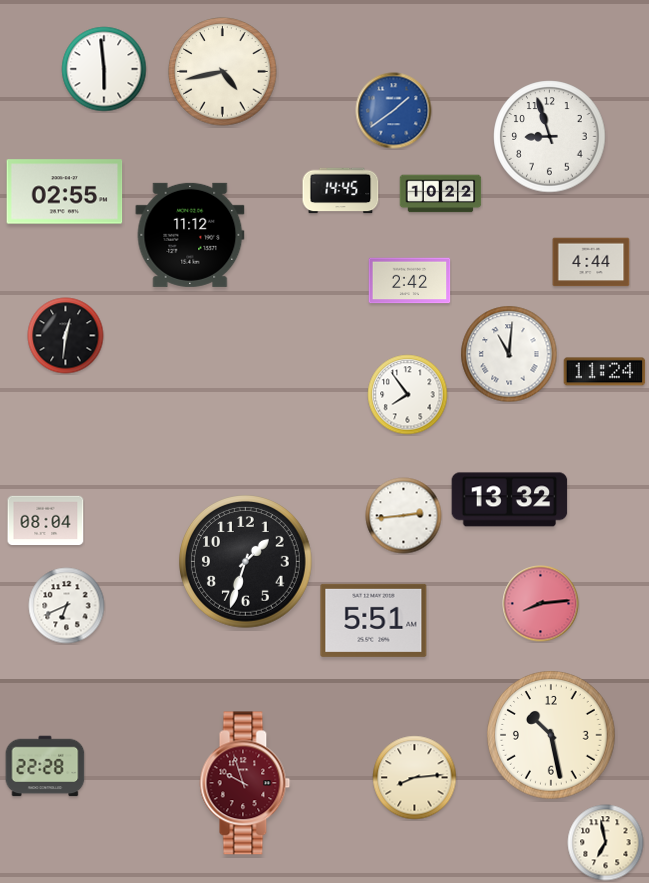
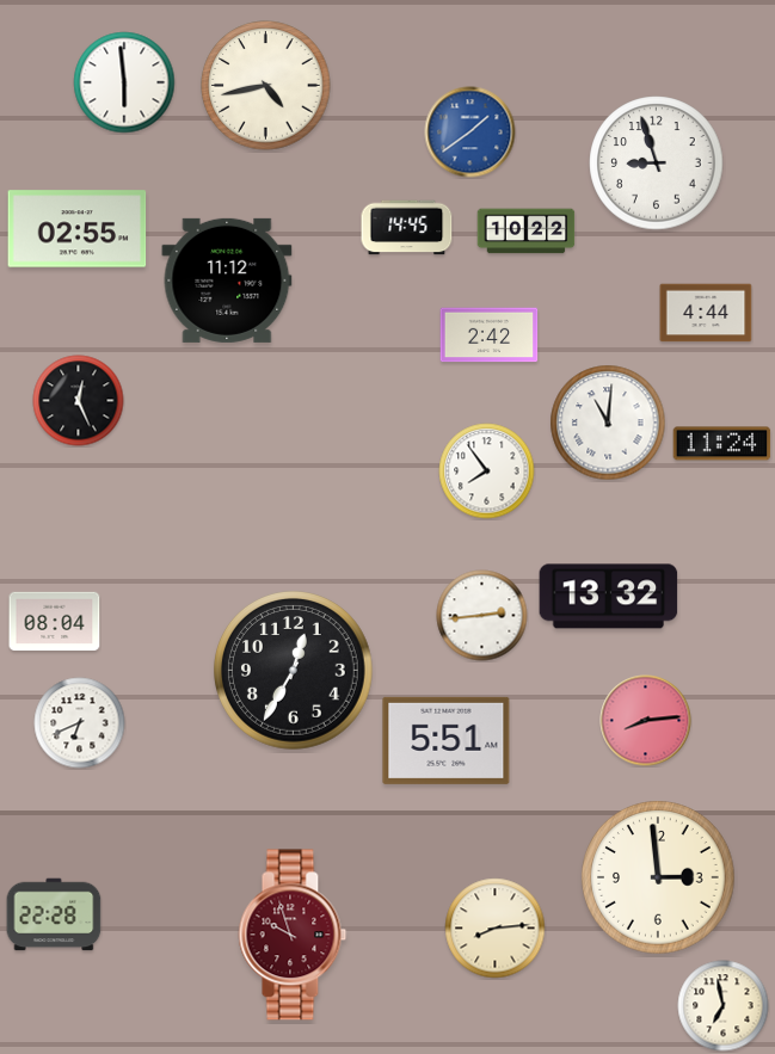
clock at (66, 336): 12:31 -> 12:26
clock at (246, 562): 1:33 -> 12:35
clock at (551, 735): 10:28 -> 2:59
